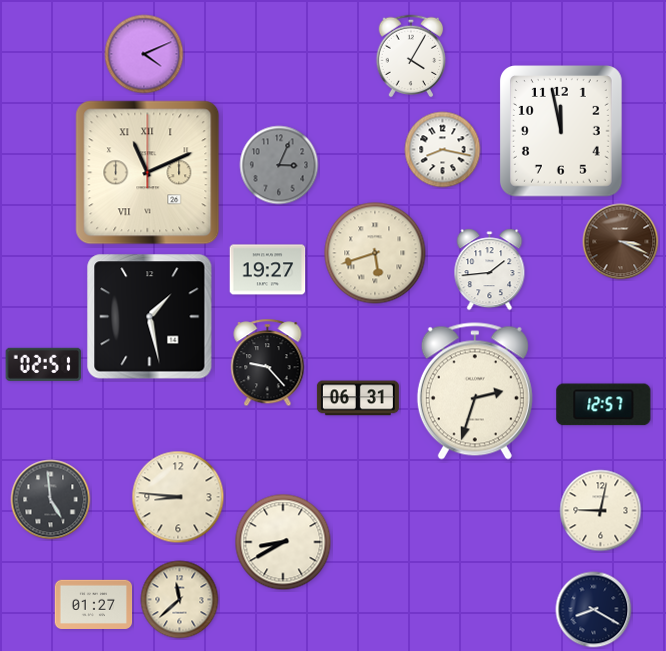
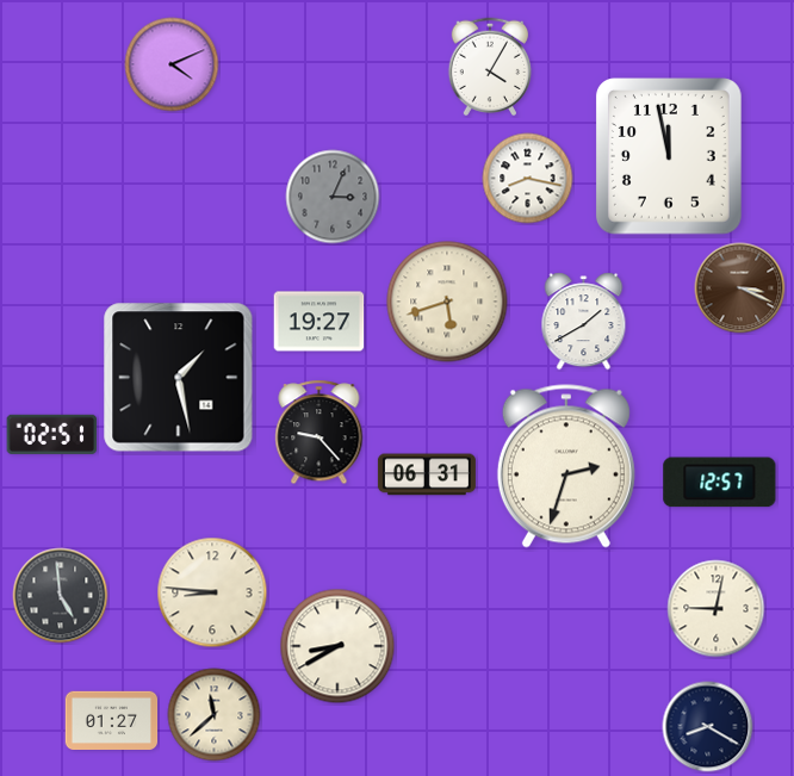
clock at (148, 173): 11:11 -> none
clock at (490, 270): 1:44 -> 1:40
